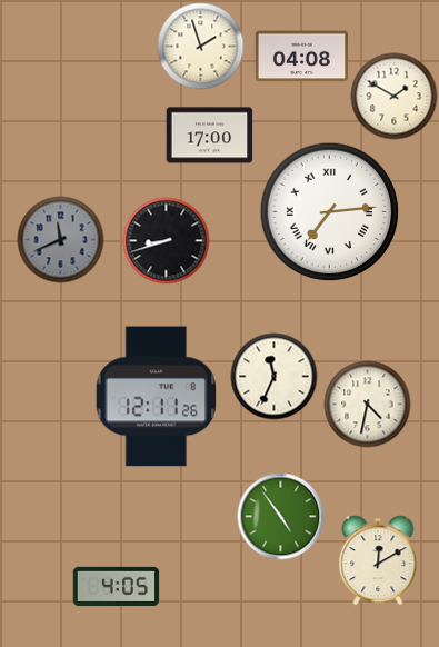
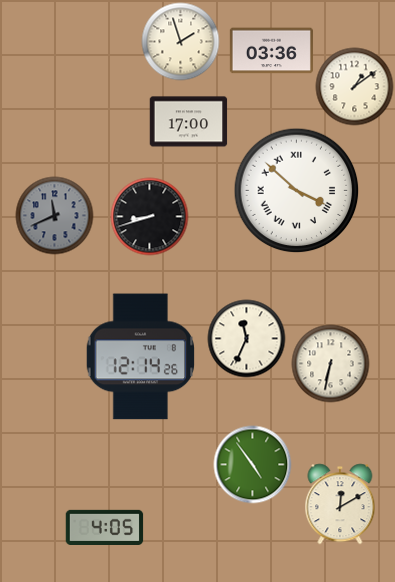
clock at (301, 57): 04:08 -> 03:36
clock at (393, 96): 1:50 -> 1:09
clock at (329, 211): 7:14 -> 3:52
clock at (157, 397): 12:11 -> 12:14
clock at (367, 404): 4:32 -> 6:32
